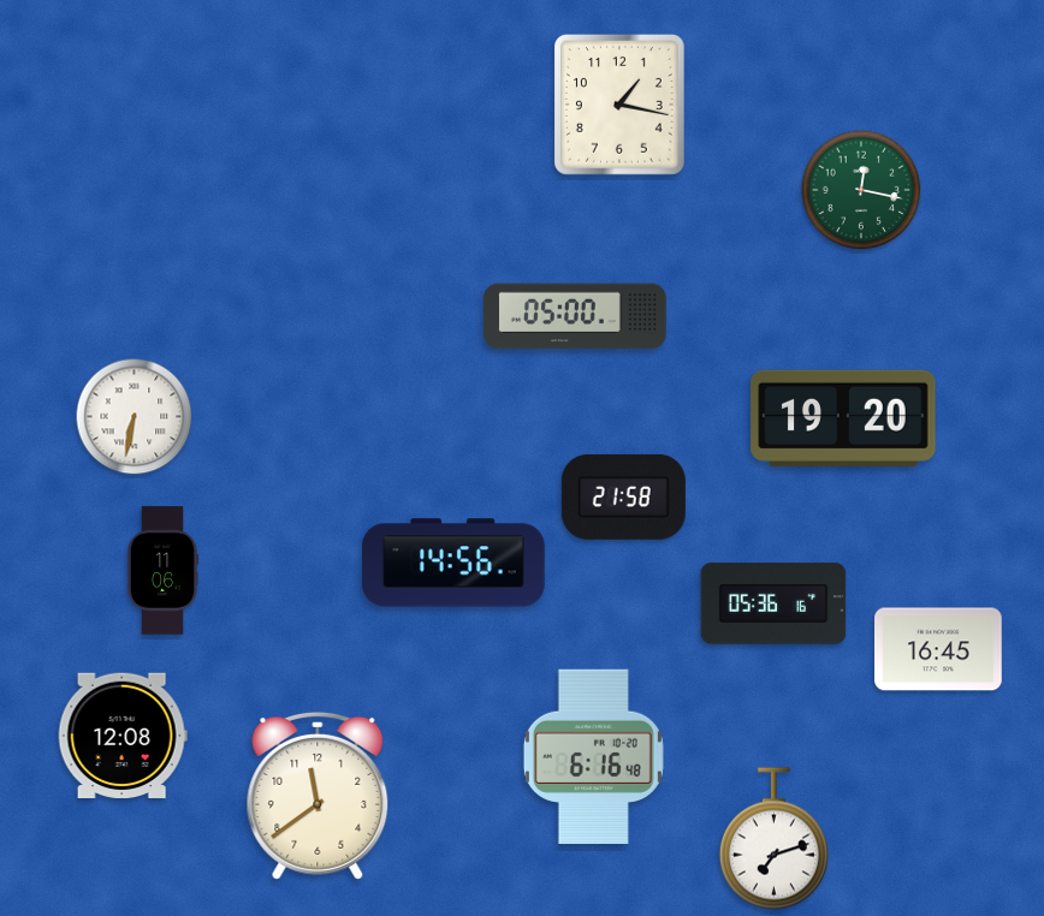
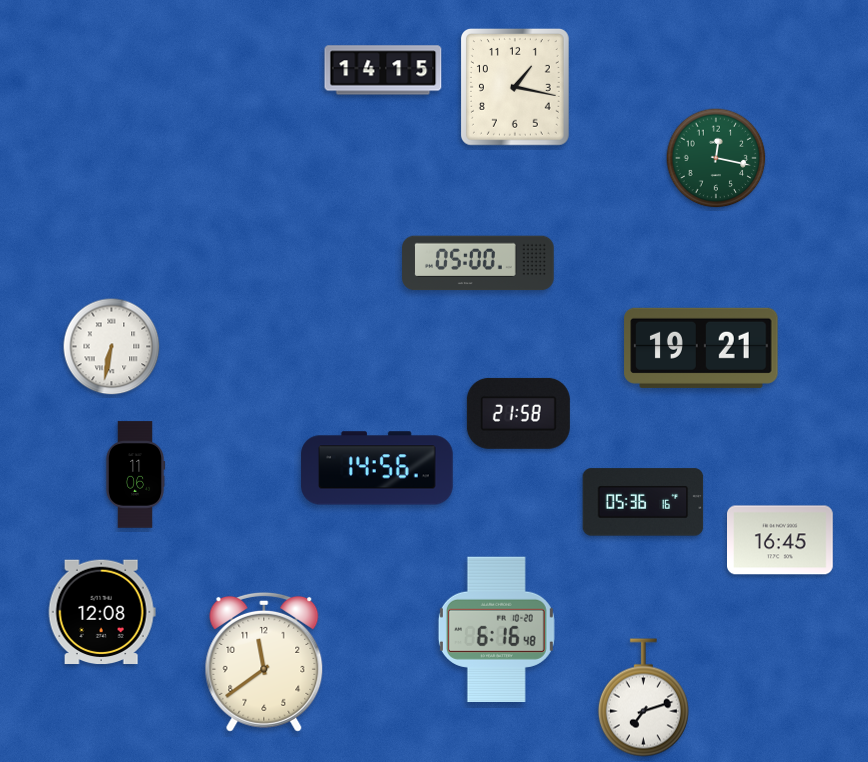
clock at (383, 70): none -> 14:15
clock at (843, 418): 19:20 -> 19:21
clock at (593, 756) position: (593, 756) -> (496, 629)
